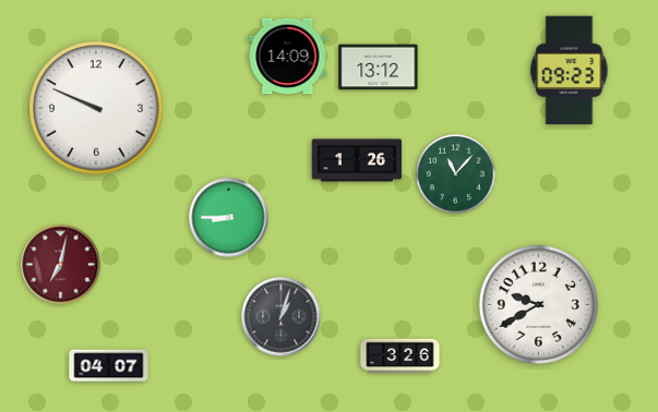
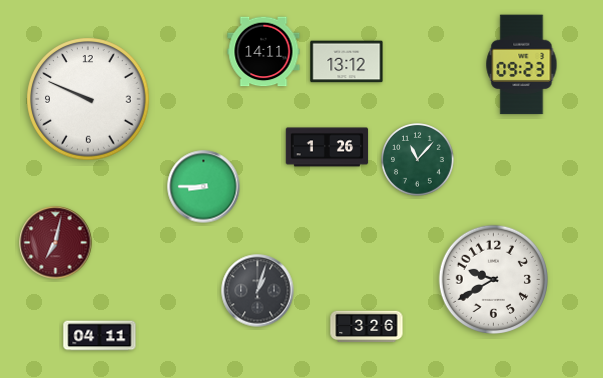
clock at (288, 57): 14:09 -> 14:11
clock at (229, 218) position: (229, 218) -> (204, 187)
clock at (109, 366): 04:07 -> 04:11
